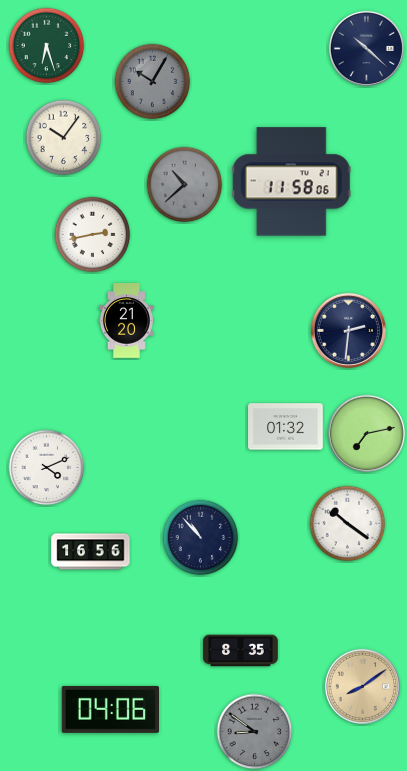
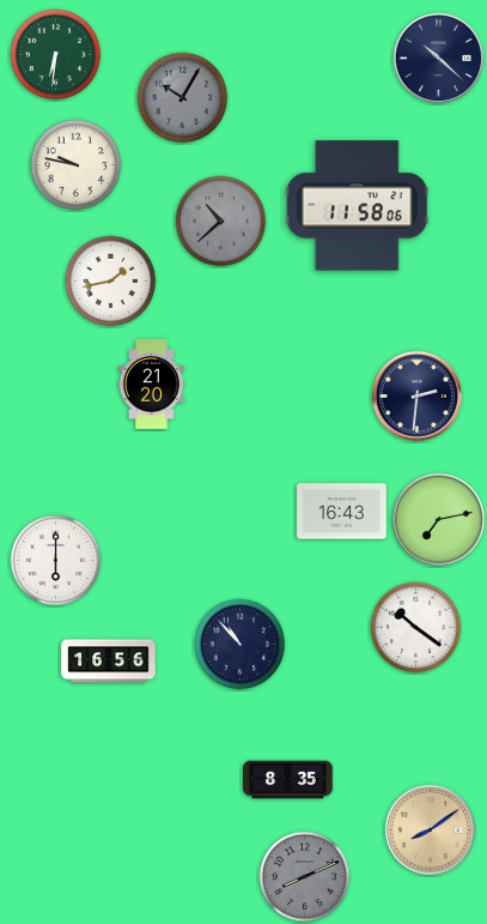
clock at (47, 46): 6:27 -> 6:31
clock at (64, 138): 10:06 -> 9:47
clock at (291, 182) position: (291, 182) -> (357, 206)
clock at (93, 235): 2:43 -> 1:43
clock at (286, 427): 01:32 -> 16:43
clock at (47, 468): 4:11 -> 6:00
clock at (362, 686) position: (362, 686) -> (430, 829)
clock at (110, 709): 04:06 -> none
clock at (255, 732): 8:51 -> 8:11
